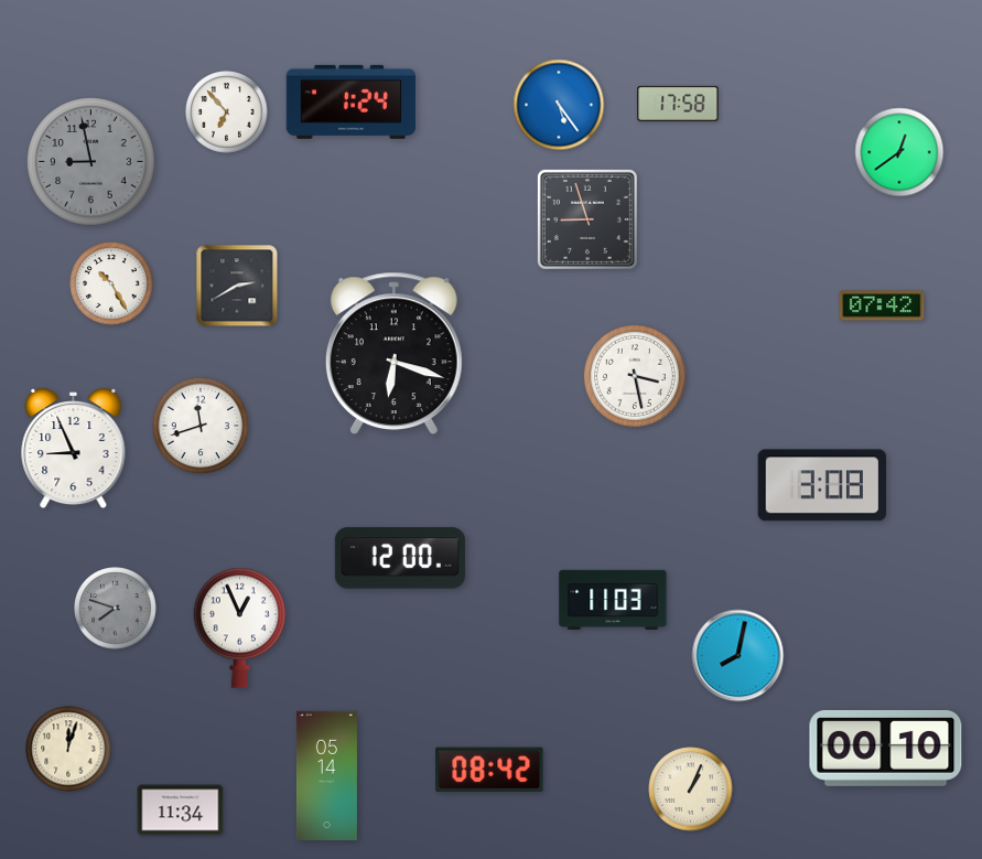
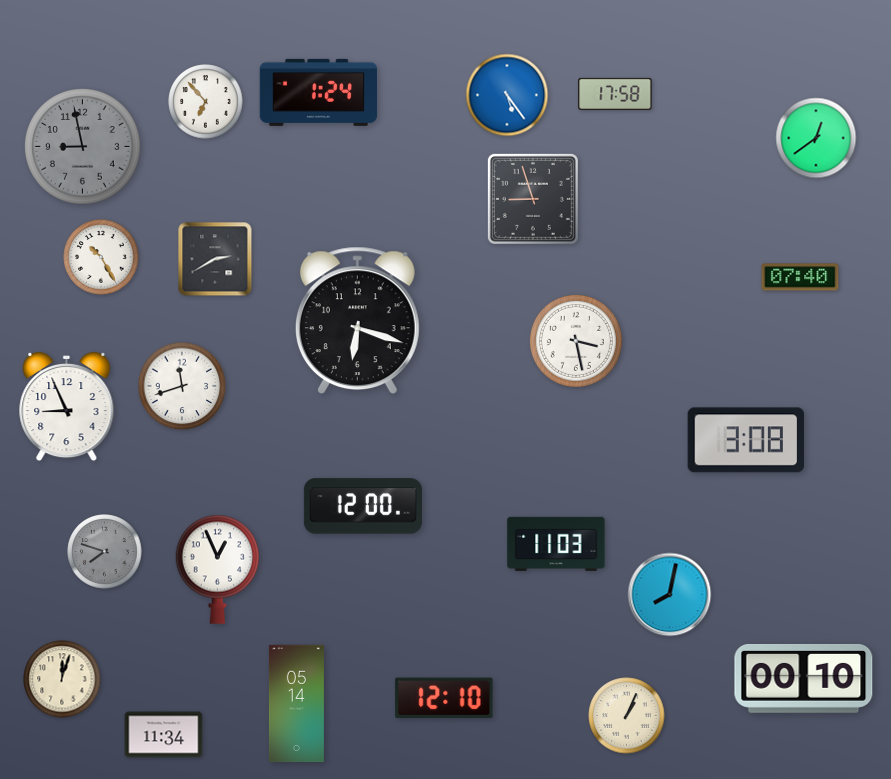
clock at (882, 305): 07:42 -> 07:40
clock at (489, 770): 08:42 -> 12:10
